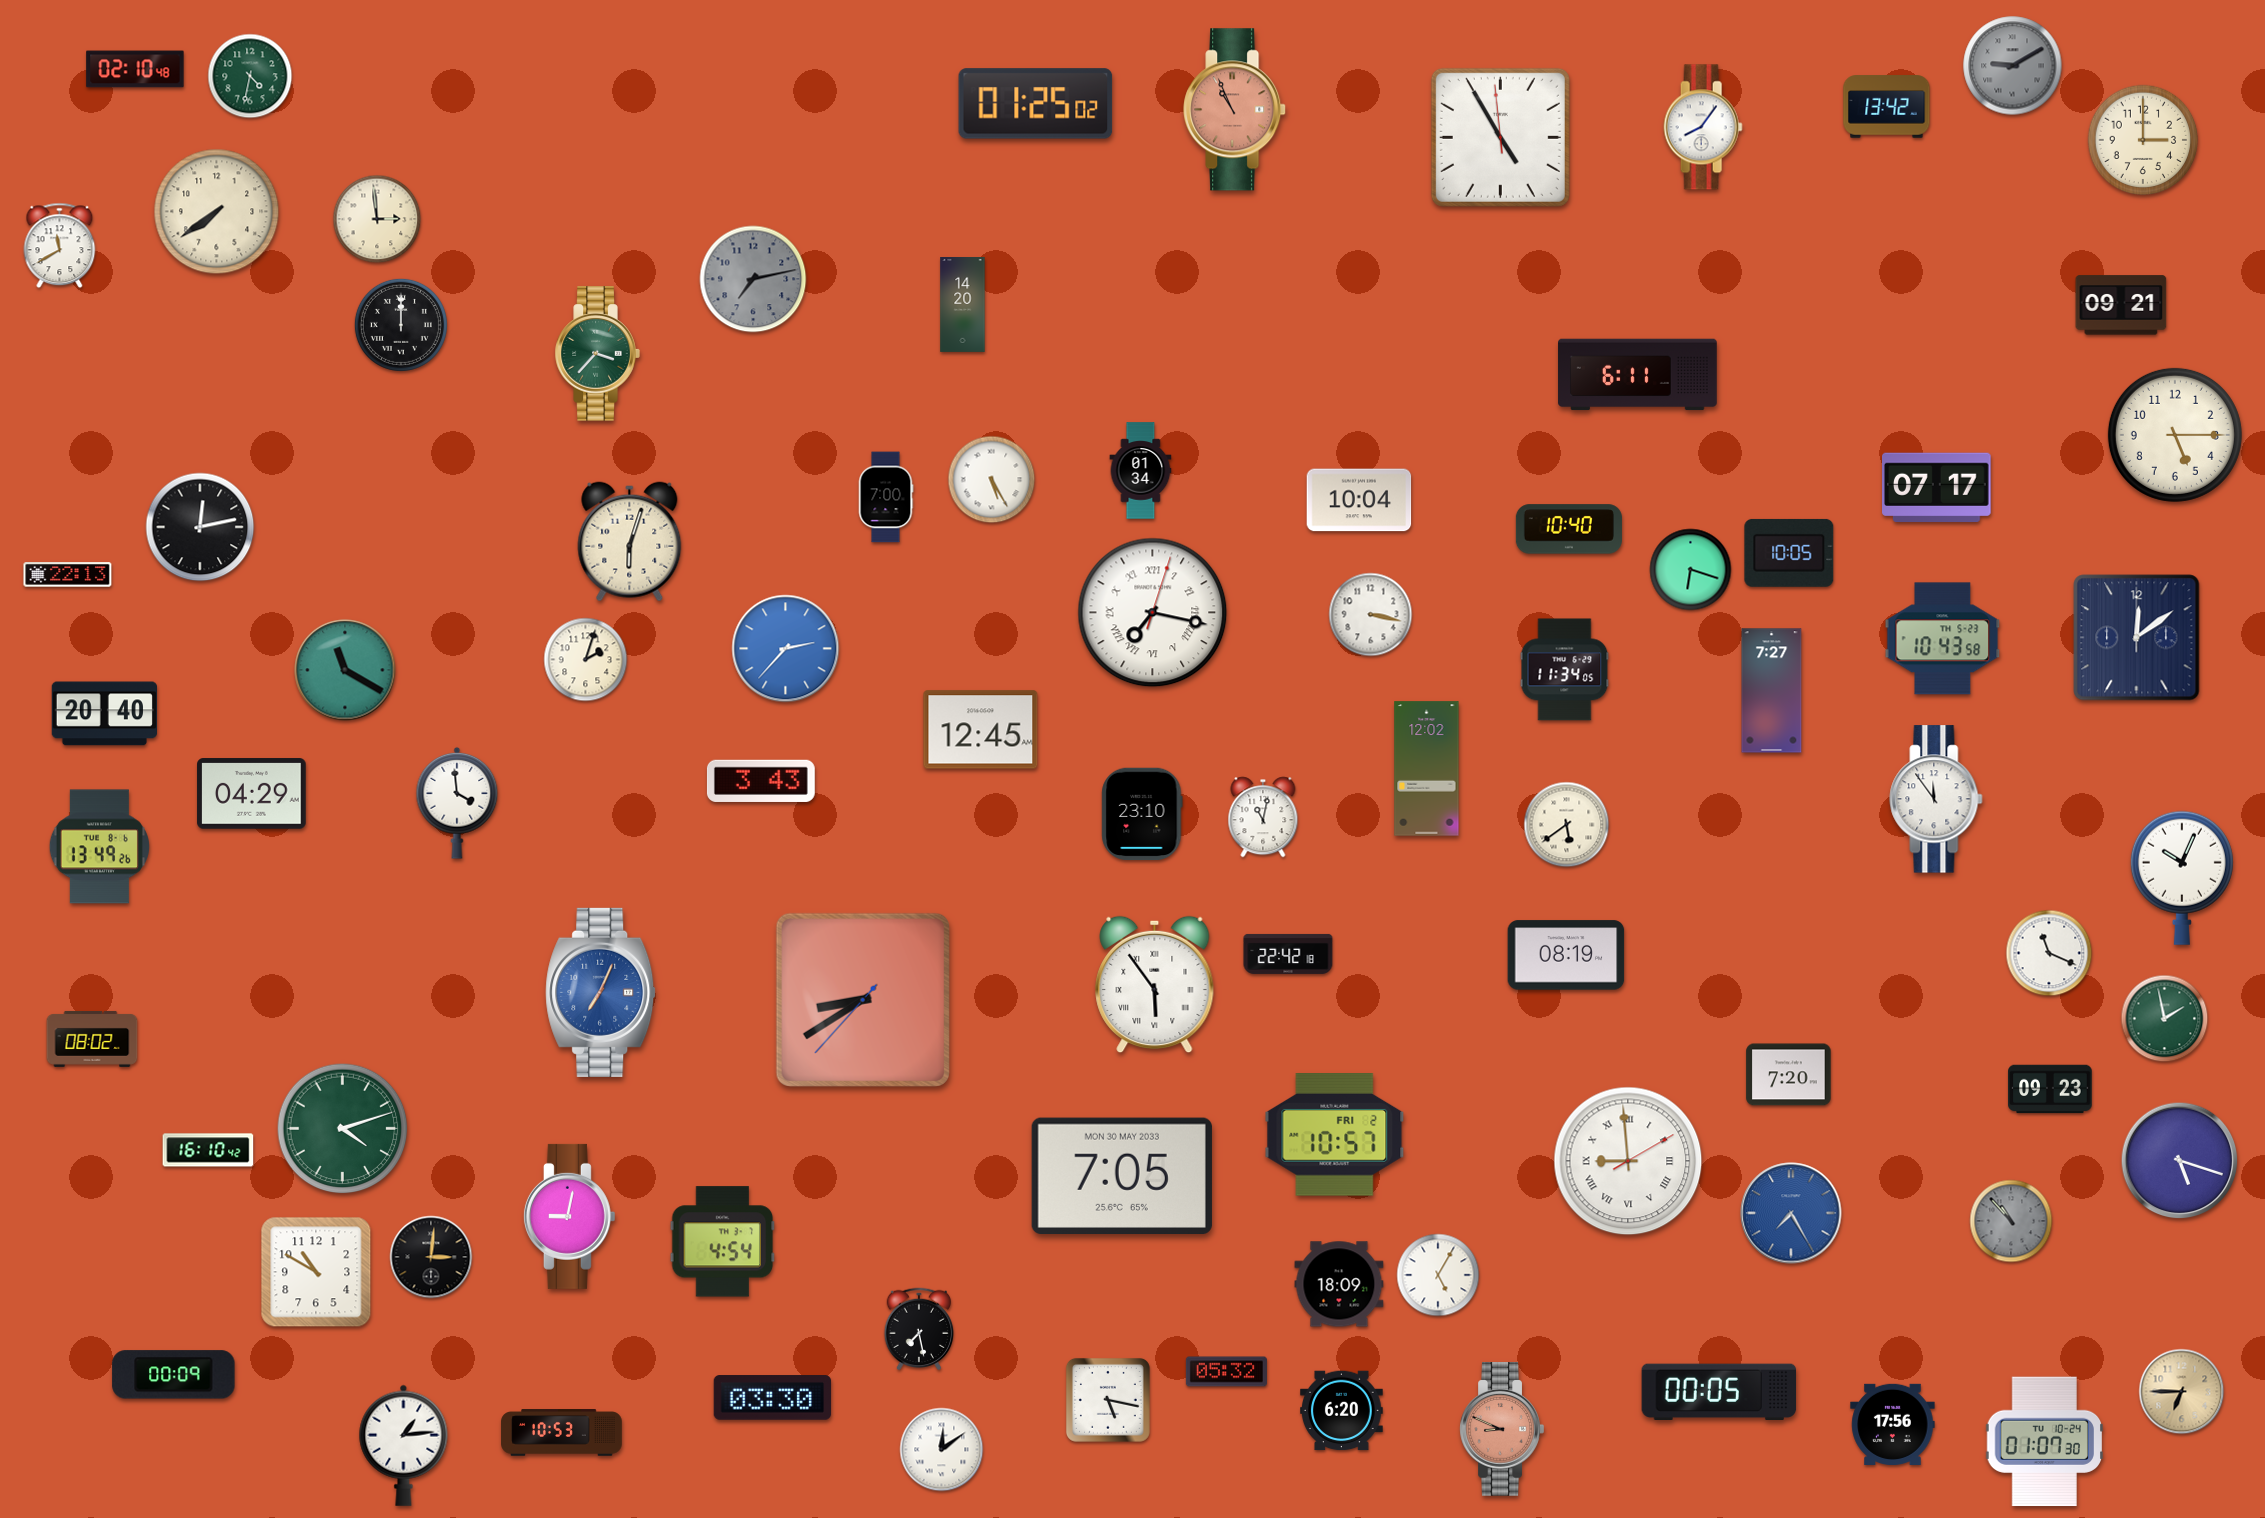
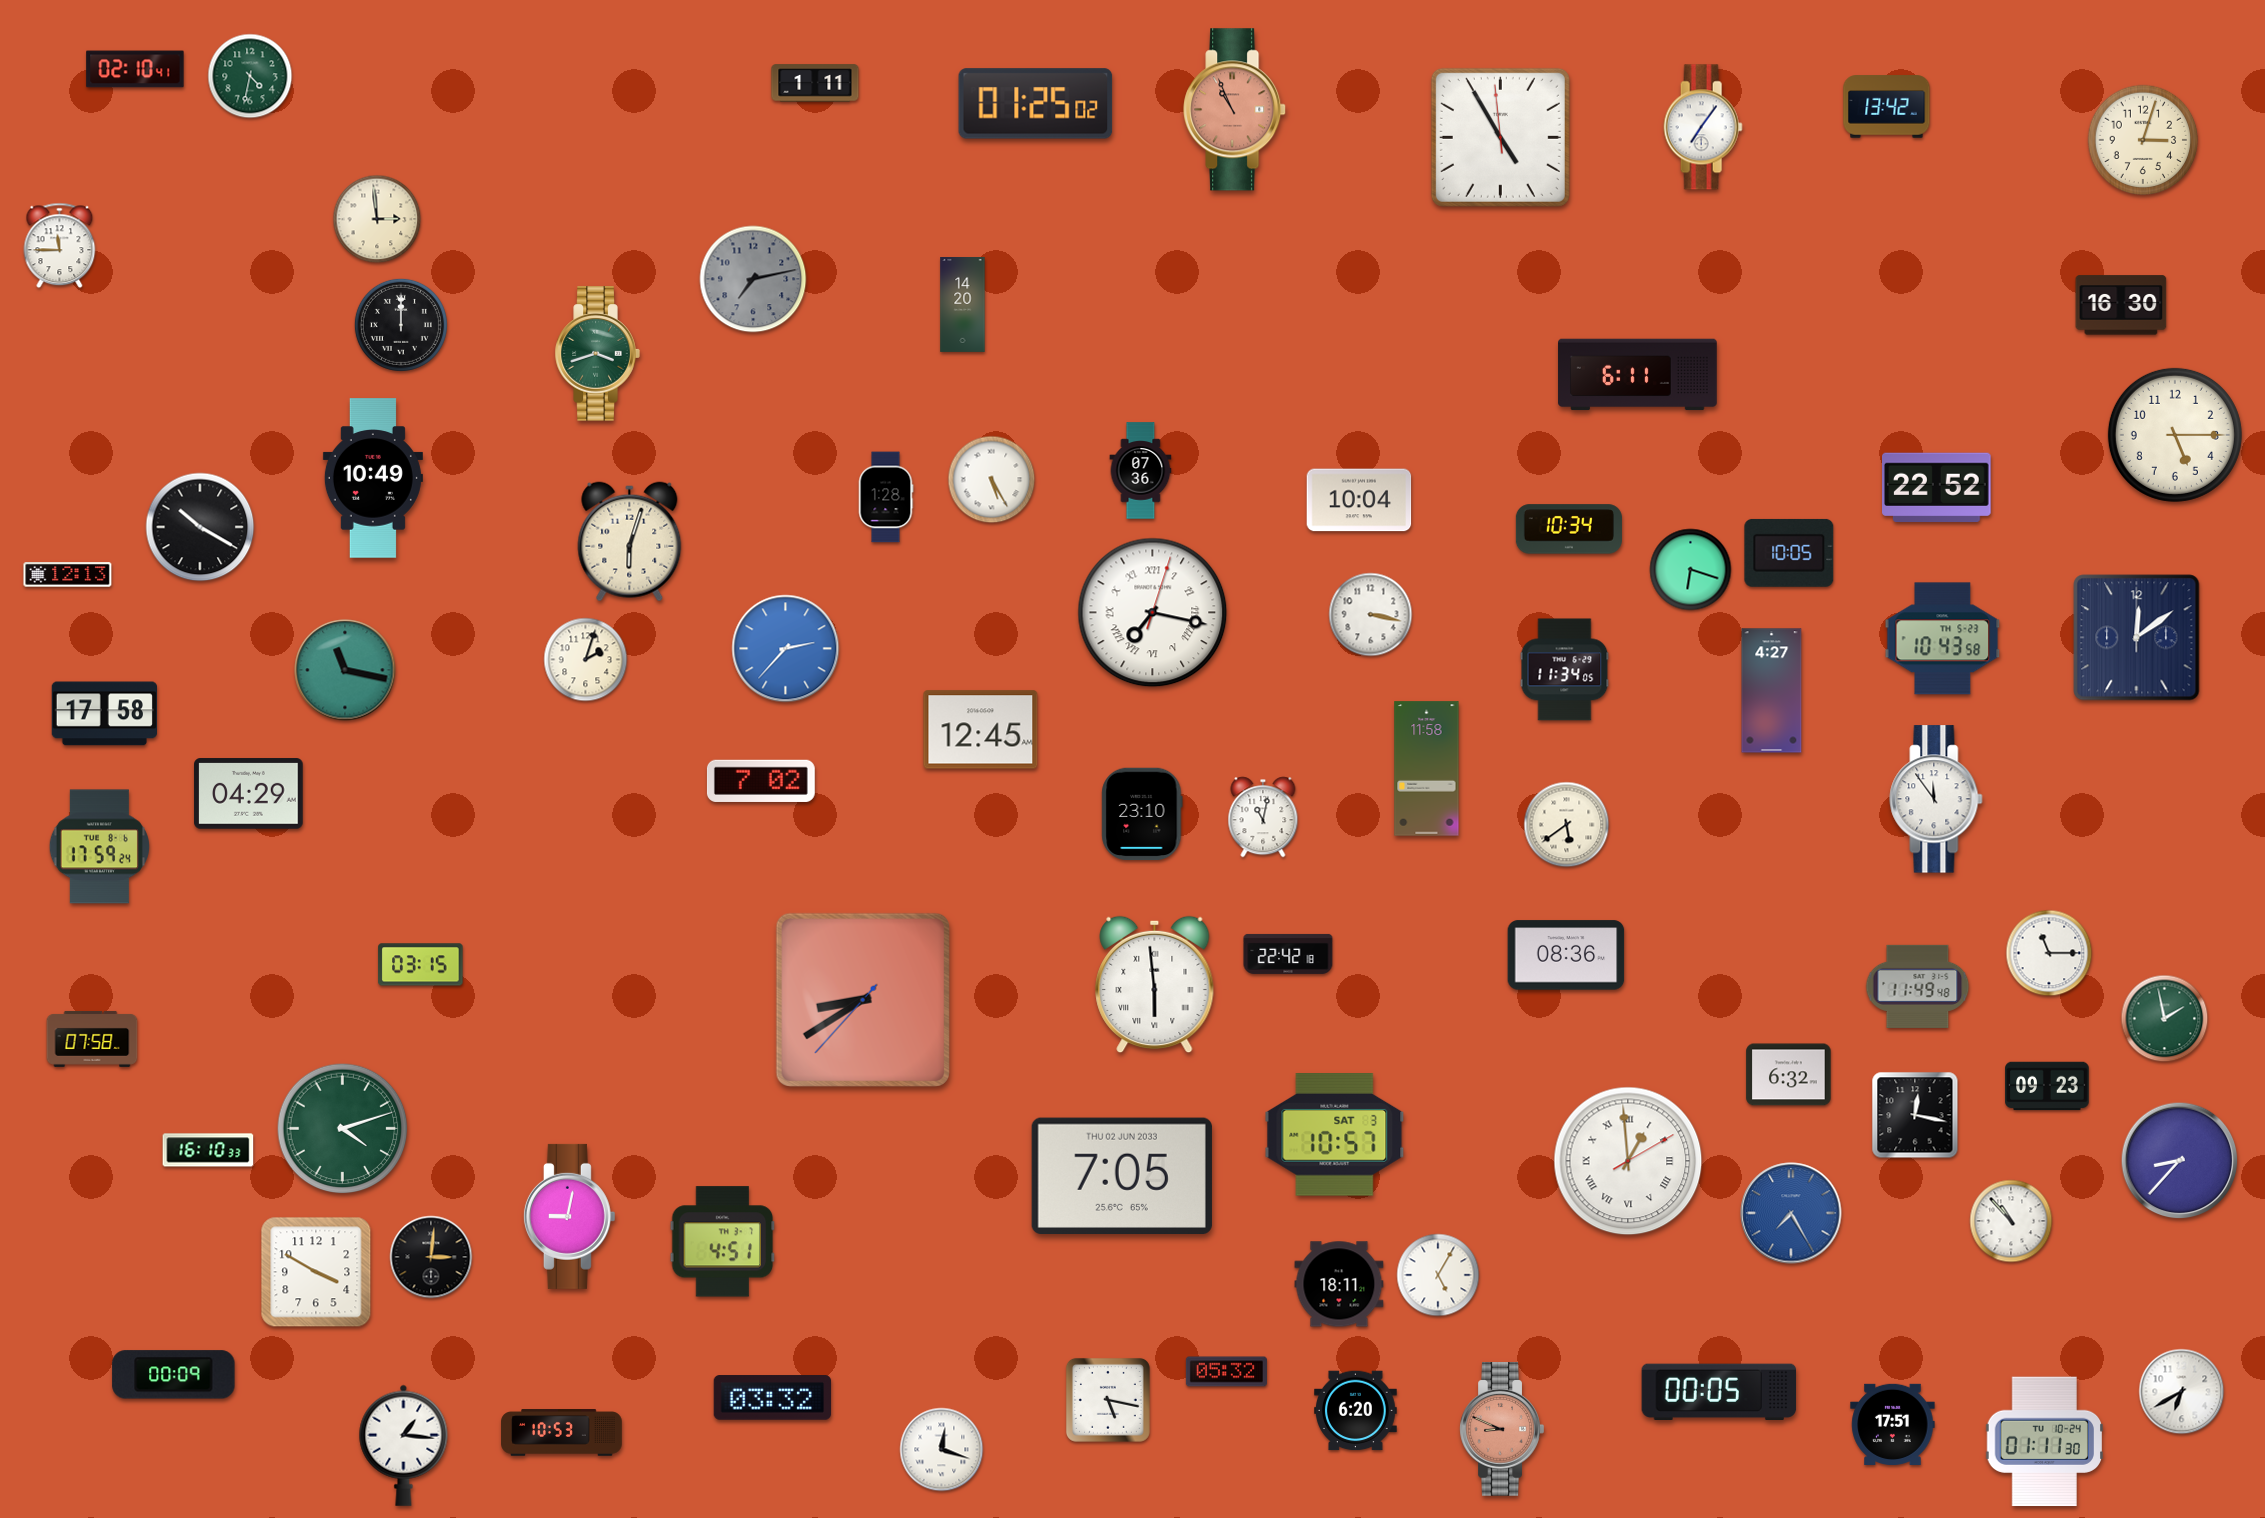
clock at (2013, 66): 9:10 -> none
clock at (135, 69): 02:10:48 -> 02:10:41
clock at (815, 83): none -> 1:11
clock at (1703, 127): 8:06 -> 7:06
clock at (2143, 140): 3:00 -> 3:03
clock at (217, 212): 7:39 -> none
clock at (60, 246): 11:40 -> 11:45
clock at (2121, 305): 09:21 -> 16:30
clock at (597, 354): 3:37 -> 3:42
clock at (1141, 471): 01:34 -> 07:36
clock at (373, 478): none -> 10:49
clock at (1937, 488): 07:17 -> 22:52
clock at (886, 497): 7:00 -> 1:28
clock at (200, 527): 12:13 -> 10:20
clock at (1569, 529): 10:40 -> 10:34
clock at (68, 575): 22:13 -> 12:13
clock at (345, 670): 11:20 -> 11:17
clock at (1772, 691): 7:27 -> 4:27
clock at (104, 714): 20:40 -> 17:58
clock at (1427, 769): 12:02 -> 11:58
clock at (761, 781): 3:43 -> 7:02
clock at (252, 794) position: (252, 794) -> (249, 794)
clock at (457, 803): 3:59 -> none
clock at (99, 847): 13:49 -> 17:59
clock at (2182, 878): 10:04 -> none
clock at (2049, 953): 11:19 -> 11:15
clock at (1566, 955): 08:19 -> 08:36
clock at (421, 965): none -> 03:15
clock at (1155, 985): 5:54 -> 5:59
clock at (1918, 986): none -> 11:49
clock at (601, 992): 7:04 -> none
clock at (92, 1039): 08:02 -> 07:58
clock at (1789, 1075): 7:20 -> 6:32
clock at (2050, 1089) position: (2050, 1089) -> (2047, 1086)
clock at (1915, 1115): none -> 12:17
clock at (1335, 1135) date: FRI 2 -> SAT 3
clock at (208, 1150): 16:10:42 -> 16:10:33
clock at (1628, 1161): 8:59 -> 12:59
clock at (2180, 1161): 5:18 -> 8:37
clock at (1122, 1175) date: MON 30 MAY 2033 -> THU 02 JUN 2033
clock at (2011, 1221) dial: grey -> white
clock at (723, 1242): 4:54 -> 4:51
clock at (316, 1272): 10:50 -> 3:50
clock at (1339, 1284): 18:09 -> 18:11
clock at (919, 1328): 7:28 -> none
clock at (2182, 1392): 6:45 -> 6:40
clock at (2182, 1392) dial: champagne -> white
clock at (773, 1398): 03:30 -> 03:32
clock at (1342, 1411) position: (1342, 1411) -> (1356, 1411)
clock at (1893, 1424): 17:56 -> 17:51
clock at (2044, 1442): 01:07 -> 01:11
clock at (404, 1445): 1:14 -> 1:16
clock at (942, 1450): 12:09 -> 12:18
